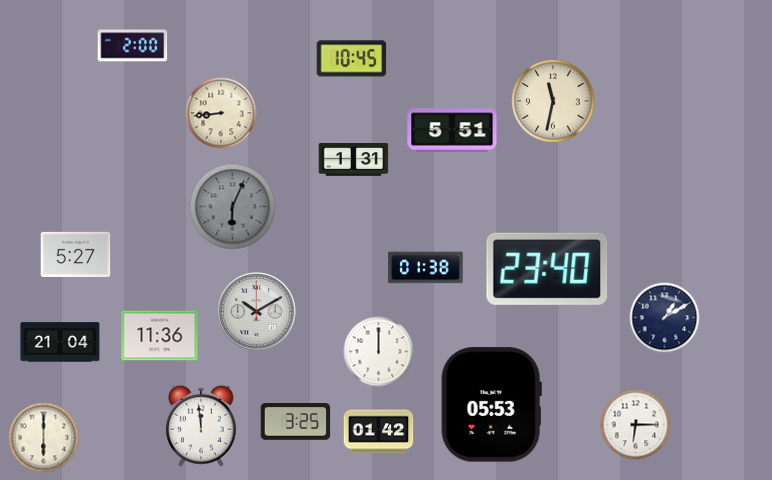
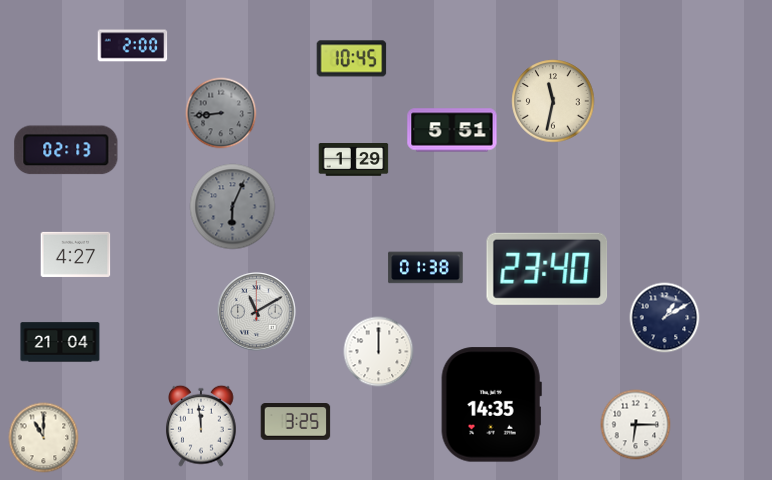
clock at (221, 113) dial: cream -> grey
clock at (66, 150): none -> 02:13
clock at (354, 160): 1:31 -> 1:29
clock at (76, 254): 5:27 -> 4:27
clock at (257, 312): 10:10 -> 11:10
clock at (160, 336): 11:36 -> none
clock at (491, 405): 05:53 -> 14:35
clock at (379, 432): 01:42 -> none
clock at (44, 438): 6:00 -> 11:00
